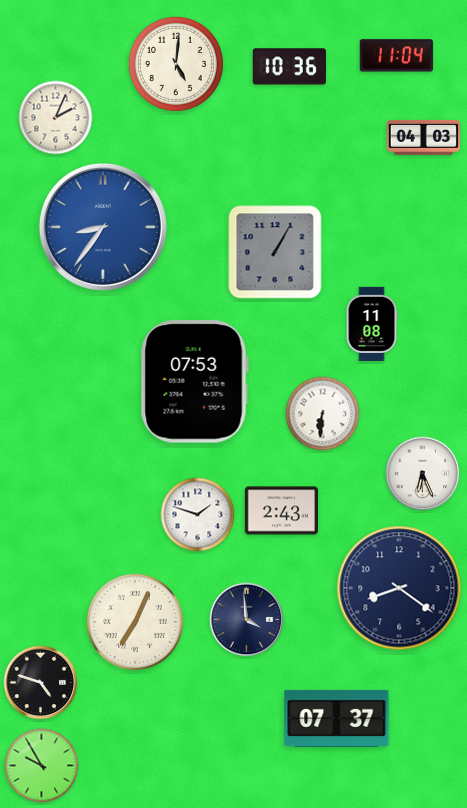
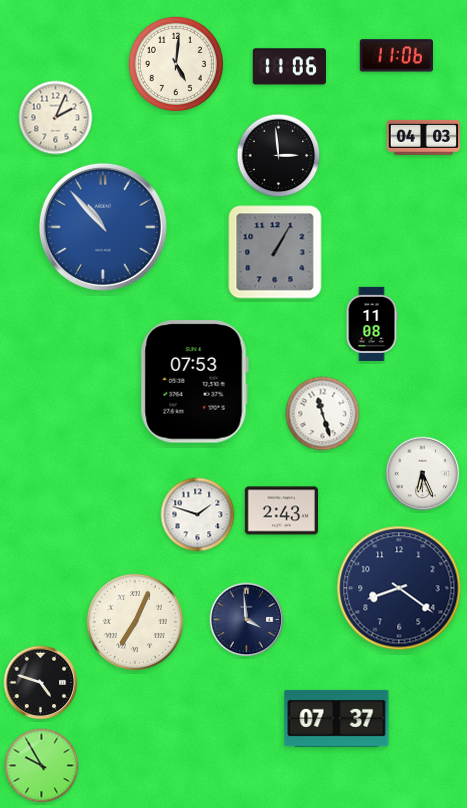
clock at (396, 56): 11:04 -> 11:06
clock at (289, 67): 10:36 -> 11:06
clock at (279, 156): none -> 2:59
clock at (103, 227): 8:36 -> 10:53
clock at (323, 414): 6:31 -> 11:27
